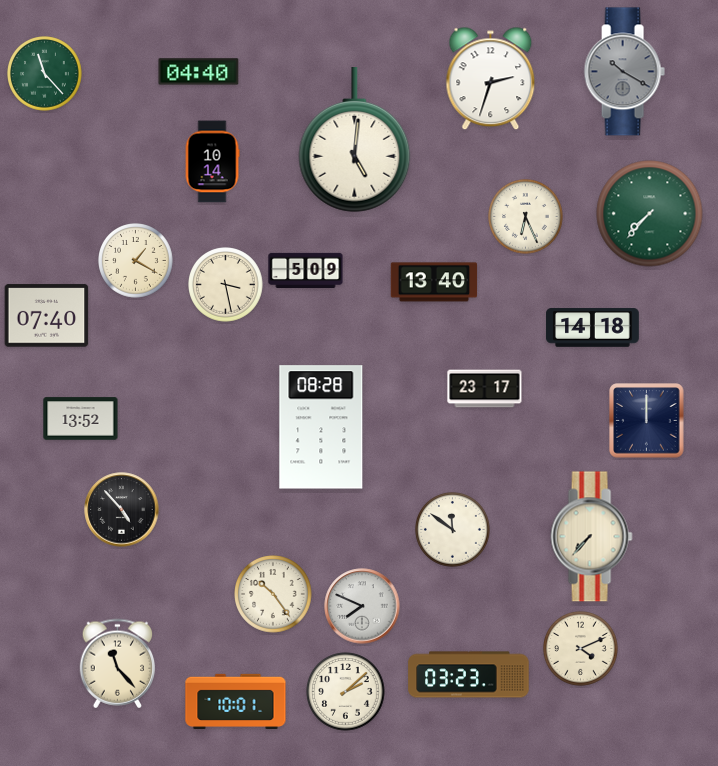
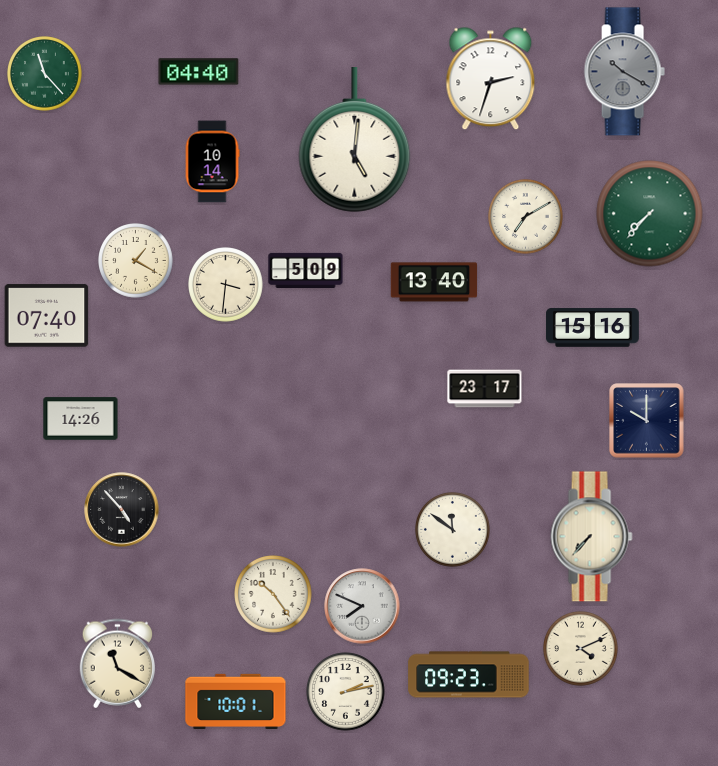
clock at (526, 217): 6:26 -> 7:10
clock at (226, 285): 3:28 -> 3:31
clock at (593, 328): 14:18 -> 15:16
clock at (81, 419): 13:52 -> 14:26
clock at (647, 421): 12:00 -> 10:00
clock at (321, 427): 08:28 -> none
clock at (118, 664): 11:23 -> 11:20
clock at (469, 675): 03:23 -> 09:23
clock at (346, 692): 2:08 -> 2:13
